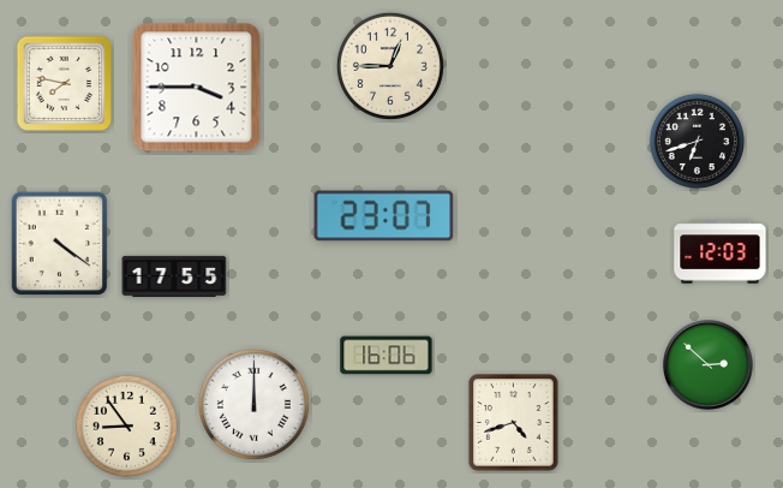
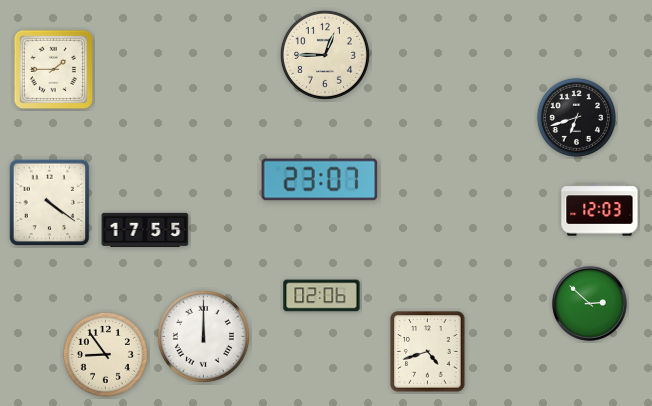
clock at (64, 83): 7:47 -> 1:45
clock at (197, 88): 3:45 -> none
clock at (697, 141) position: (697, 141) -> (576, 117)
clock at (387, 356): 16:06 -> 02:06
clock at (253, 404) position: (253, 404) -> (203, 336)
